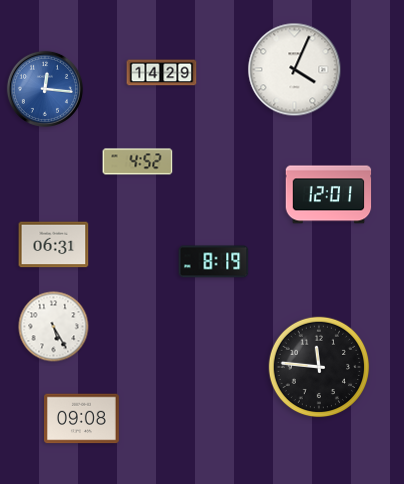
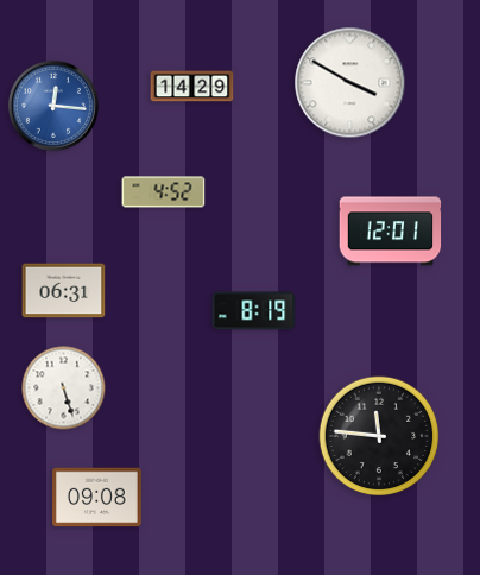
clock at (295, 70): 4:04 -> 3:50
clock at (54, 327): 5:25 -> 5:27
